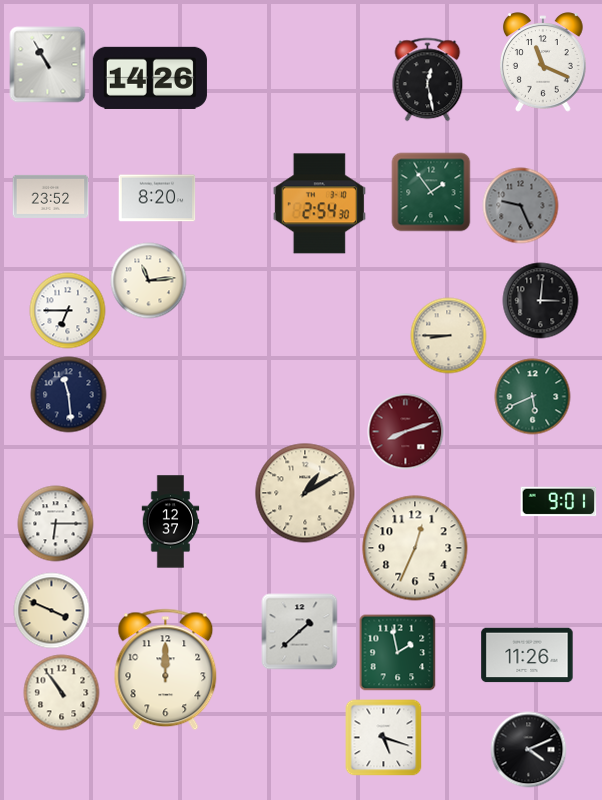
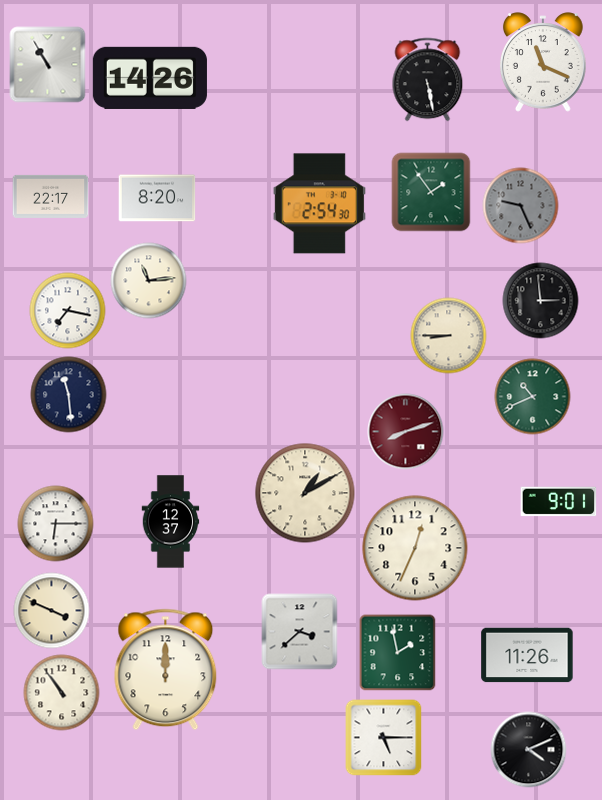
clock at (428, 80): 12:28 -> 5:28
clock at (51, 196): 23:52 -> 22:17
clock at (541, 301): 3:01 -> 2:59
clock at (68, 311): 6:45 -> 7:17
clock at (533, 397): 5:41 -> 10:41
clock at (300, 632): 1:38 -> 3:38
clock at (384, 738): 5:18 -> 5:15
